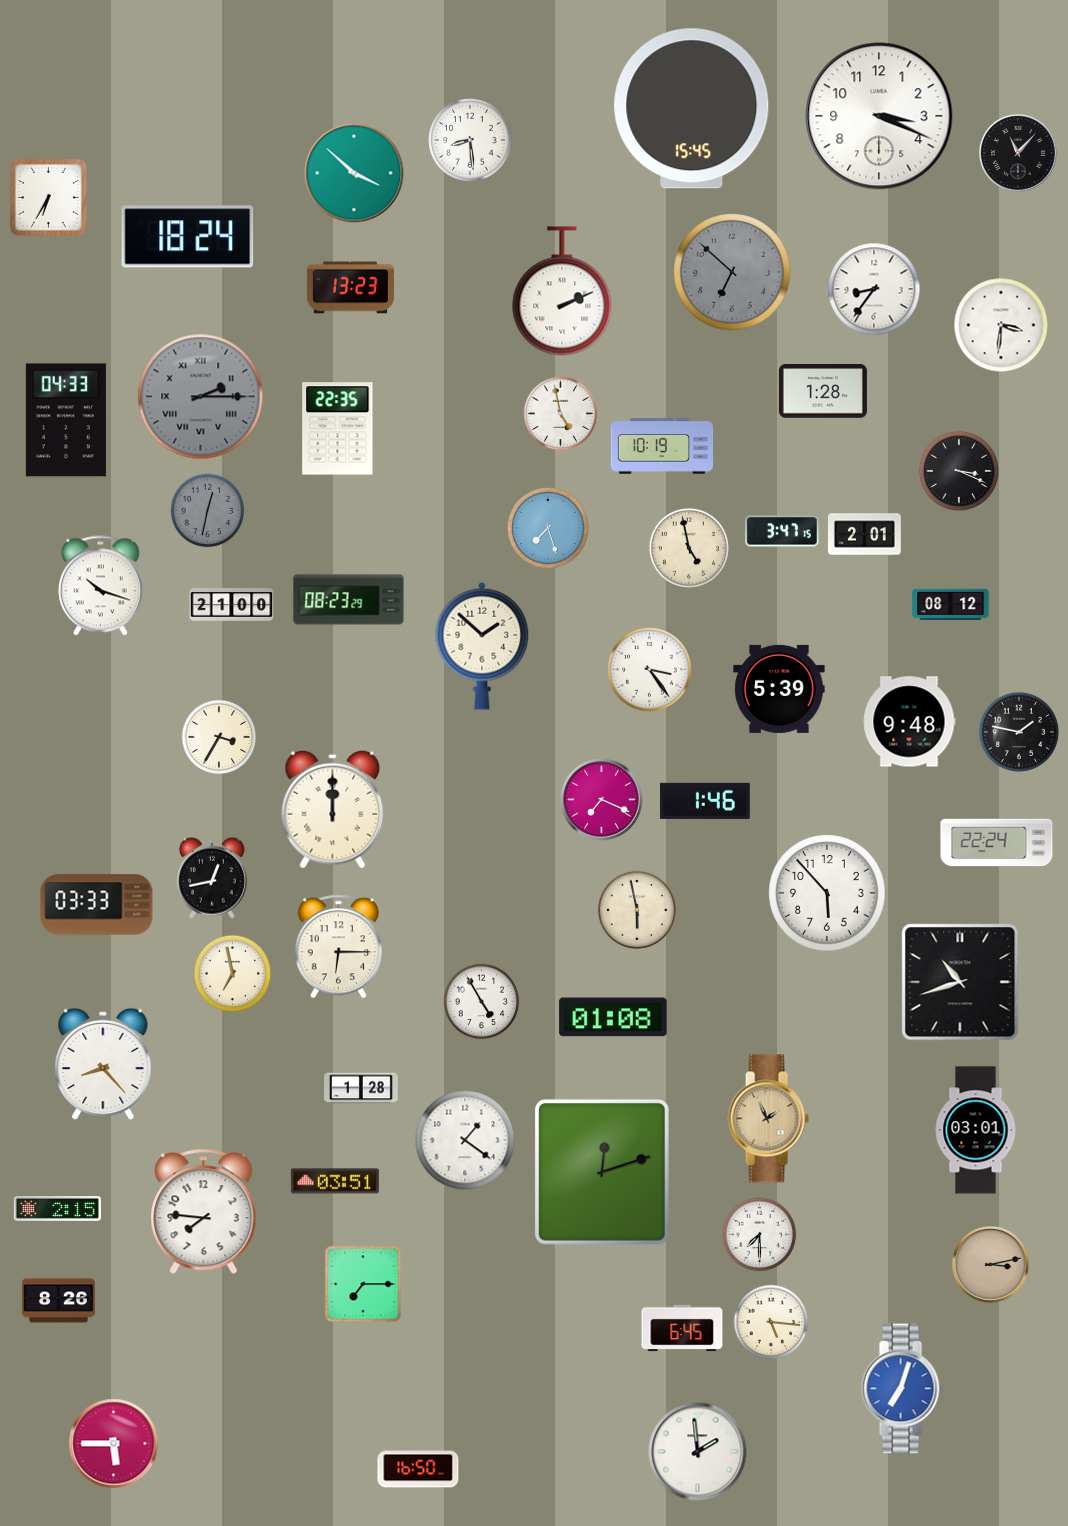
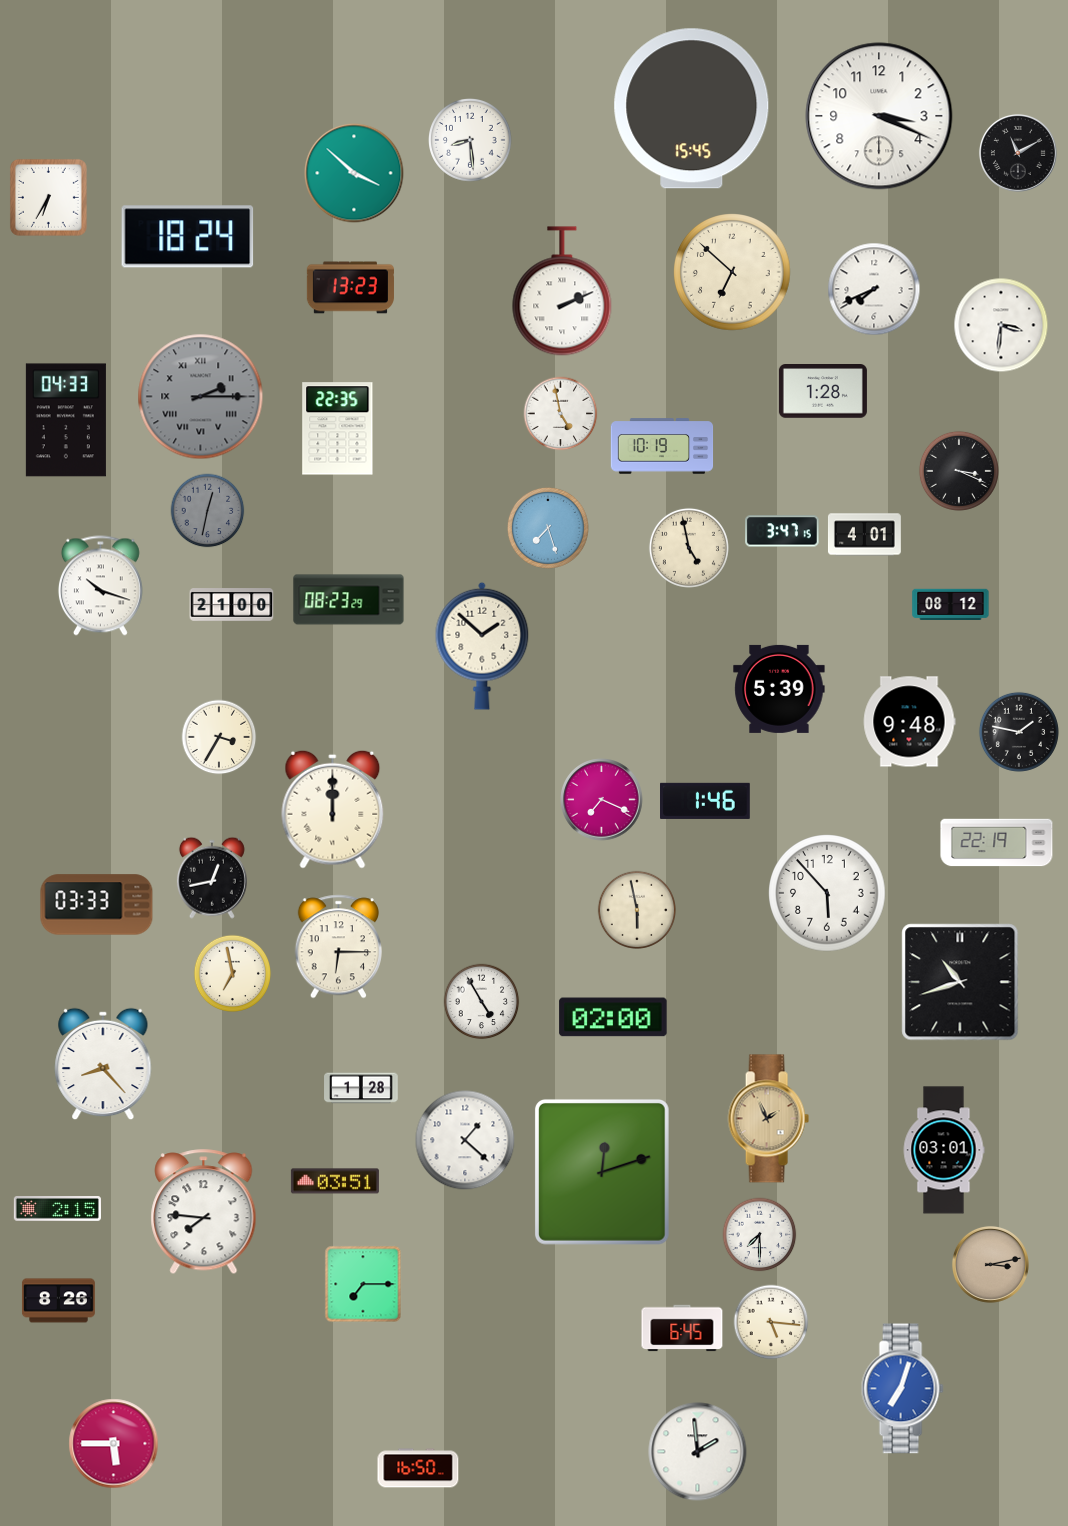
clock at (1018, 153): 11:07 -> 11:10
clock at (732, 272) dial: grey -> cream
clock at (874, 289): 8:36 -> 7:41
clock at (864, 535): 2:01 -> 4:01
clock at (650, 670): 3:24 -> none
clock at (997, 843): 22:24 -> 22:19
clock at (613, 1017): 01:08 -> 02:00
clock at (976, 1130) position: (976, 1130) -> (944, 1150)
clock at (465, 1140): 1:21 -> 1:22
